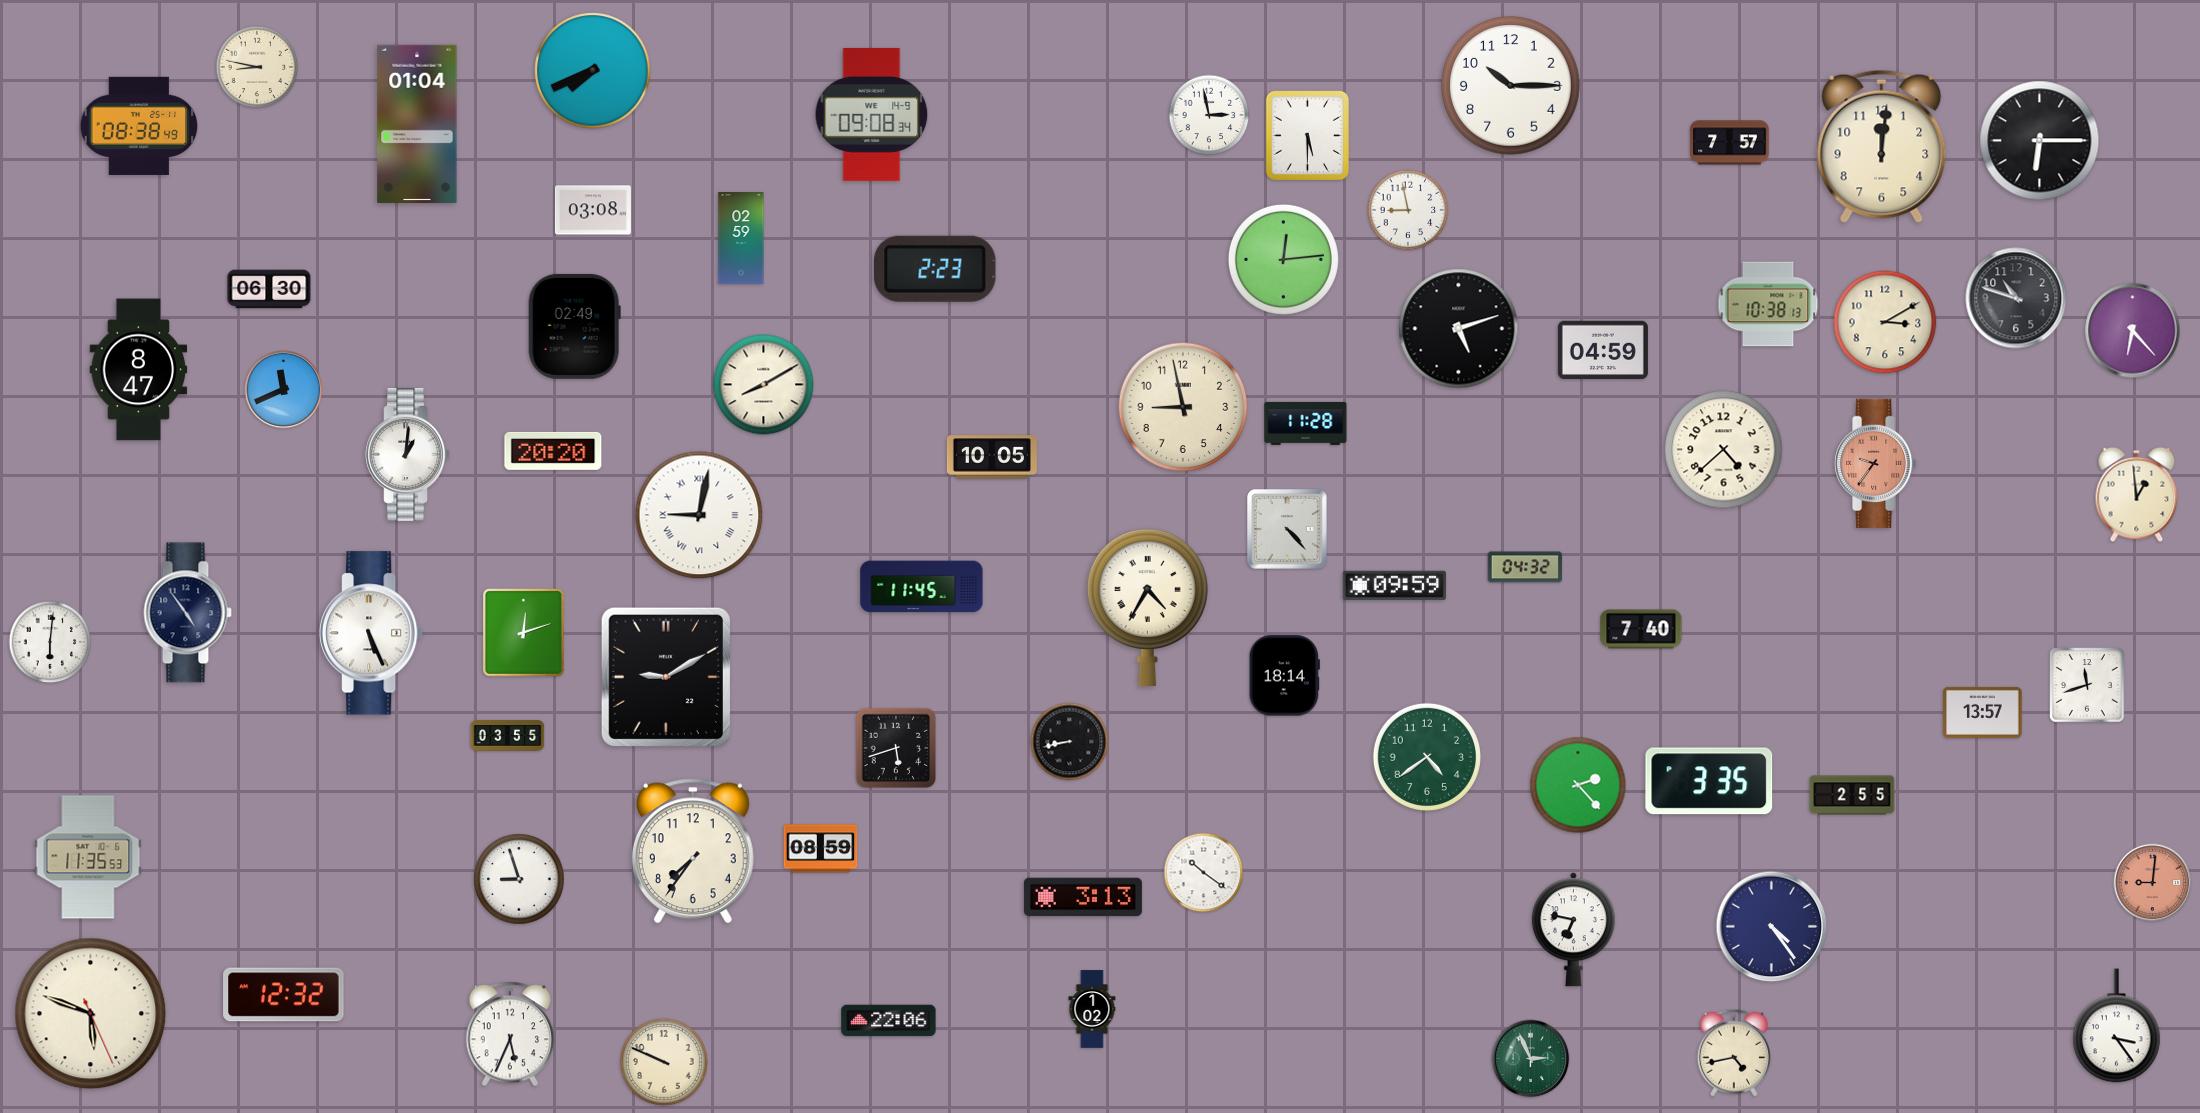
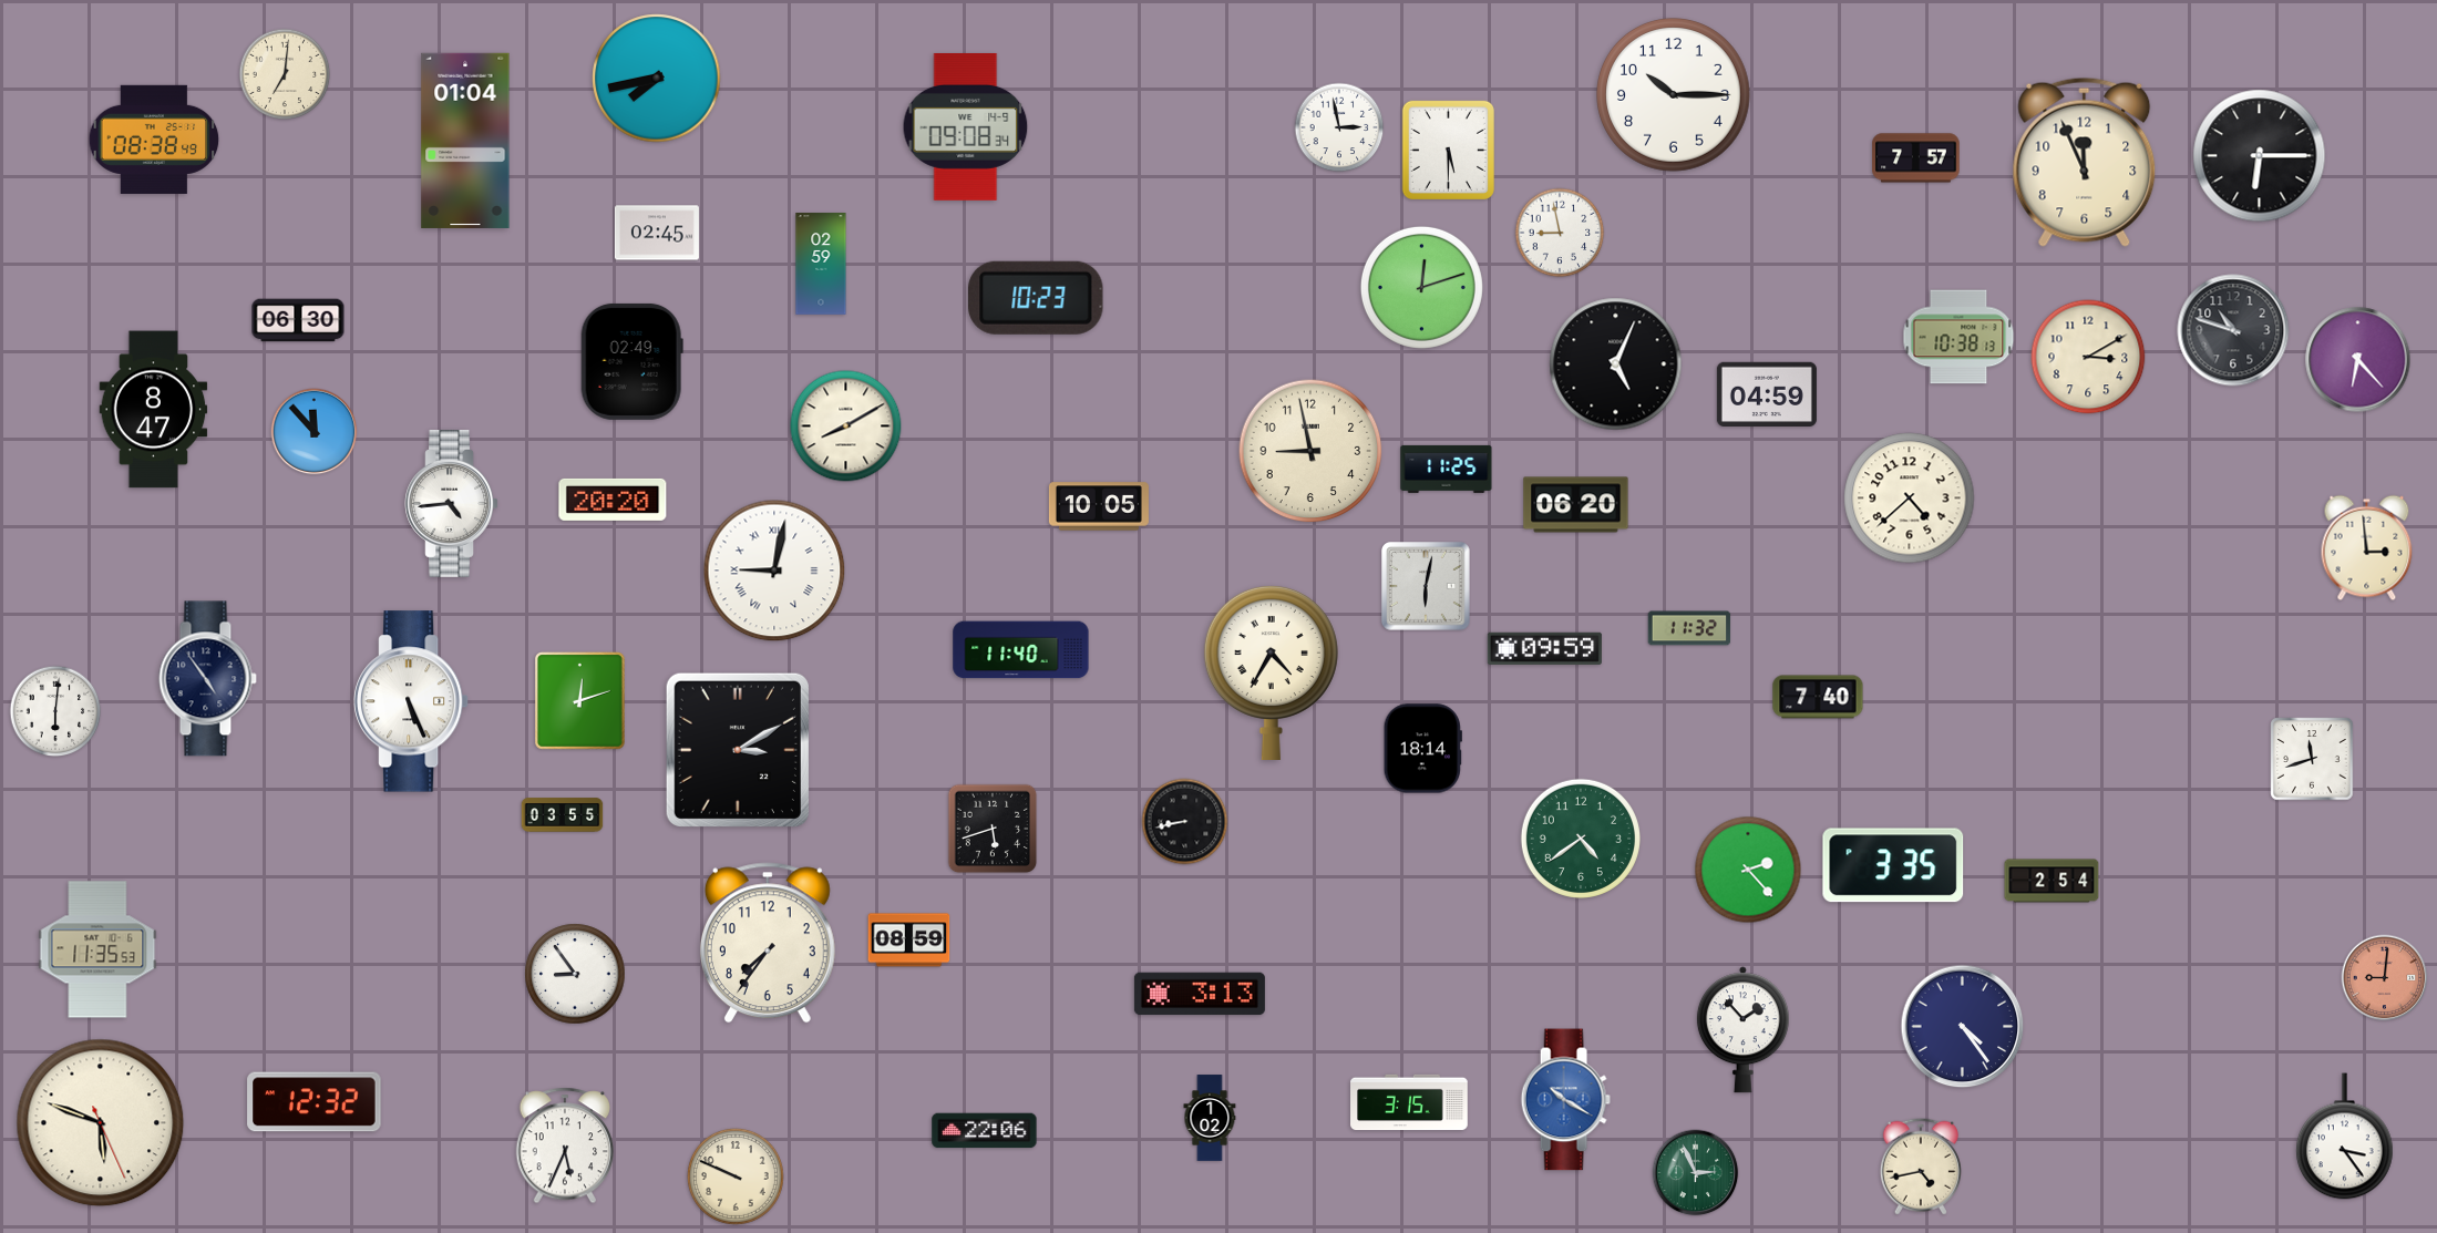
clock at (257, 67): 8:47 -> 7:01
clock at (593, 71): 7:41 -> 7:43
clock at (417, 124) position: (417, 124) -> (465, 141)
clock at (1882, 146): 12:01 -> 11:56
clock at (593, 210): 03:08 -> 02:45
clock at (1283, 259): 12:14 -> 12:12
clock at (936, 269): 2:23 -> 10:23
clock at (574, 326) position: (574, 326) -> (631, 361)
clock at (1459, 329): 5:12 -> 5:04
clock at (2133, 331) position: (2133, 331) -> (2358, 360)
clock at (1603, 349) position: (1603, 349) -> (1767, 393)
clock at (284, 390): 11:41 -> 11:53
clock at (1306, 423): 11:28 -> 11:25
clock at (407, 454): 1:01 -> 4:44
clock at (1576, 505): none -> 06:20
clock at (1876, 464): 9:36 -> none
clock at (2137, 495): 12:59 -> 2:59
clock at (1288, 530): 4:23 -> 6:02
clock at (1525, 567): 04:32 -> 11:32
clock at (922, 587): 11:45 -> 11:40
clock at (666, 677): 9:10 -> 3:10
clock at (1983, 712): 13:57 -> none
clock at (1852, 795): 2:55 -> 2:54
clock at (1204, 873): 10:21 -> none
clock at (519, 879): 8:57 -> 8:54
clock at (1573, 930): 6:47 -> 1:53
clock at (1565, 1100): none -> 10:20
clock at (1409, 1102): none -> 3:15
